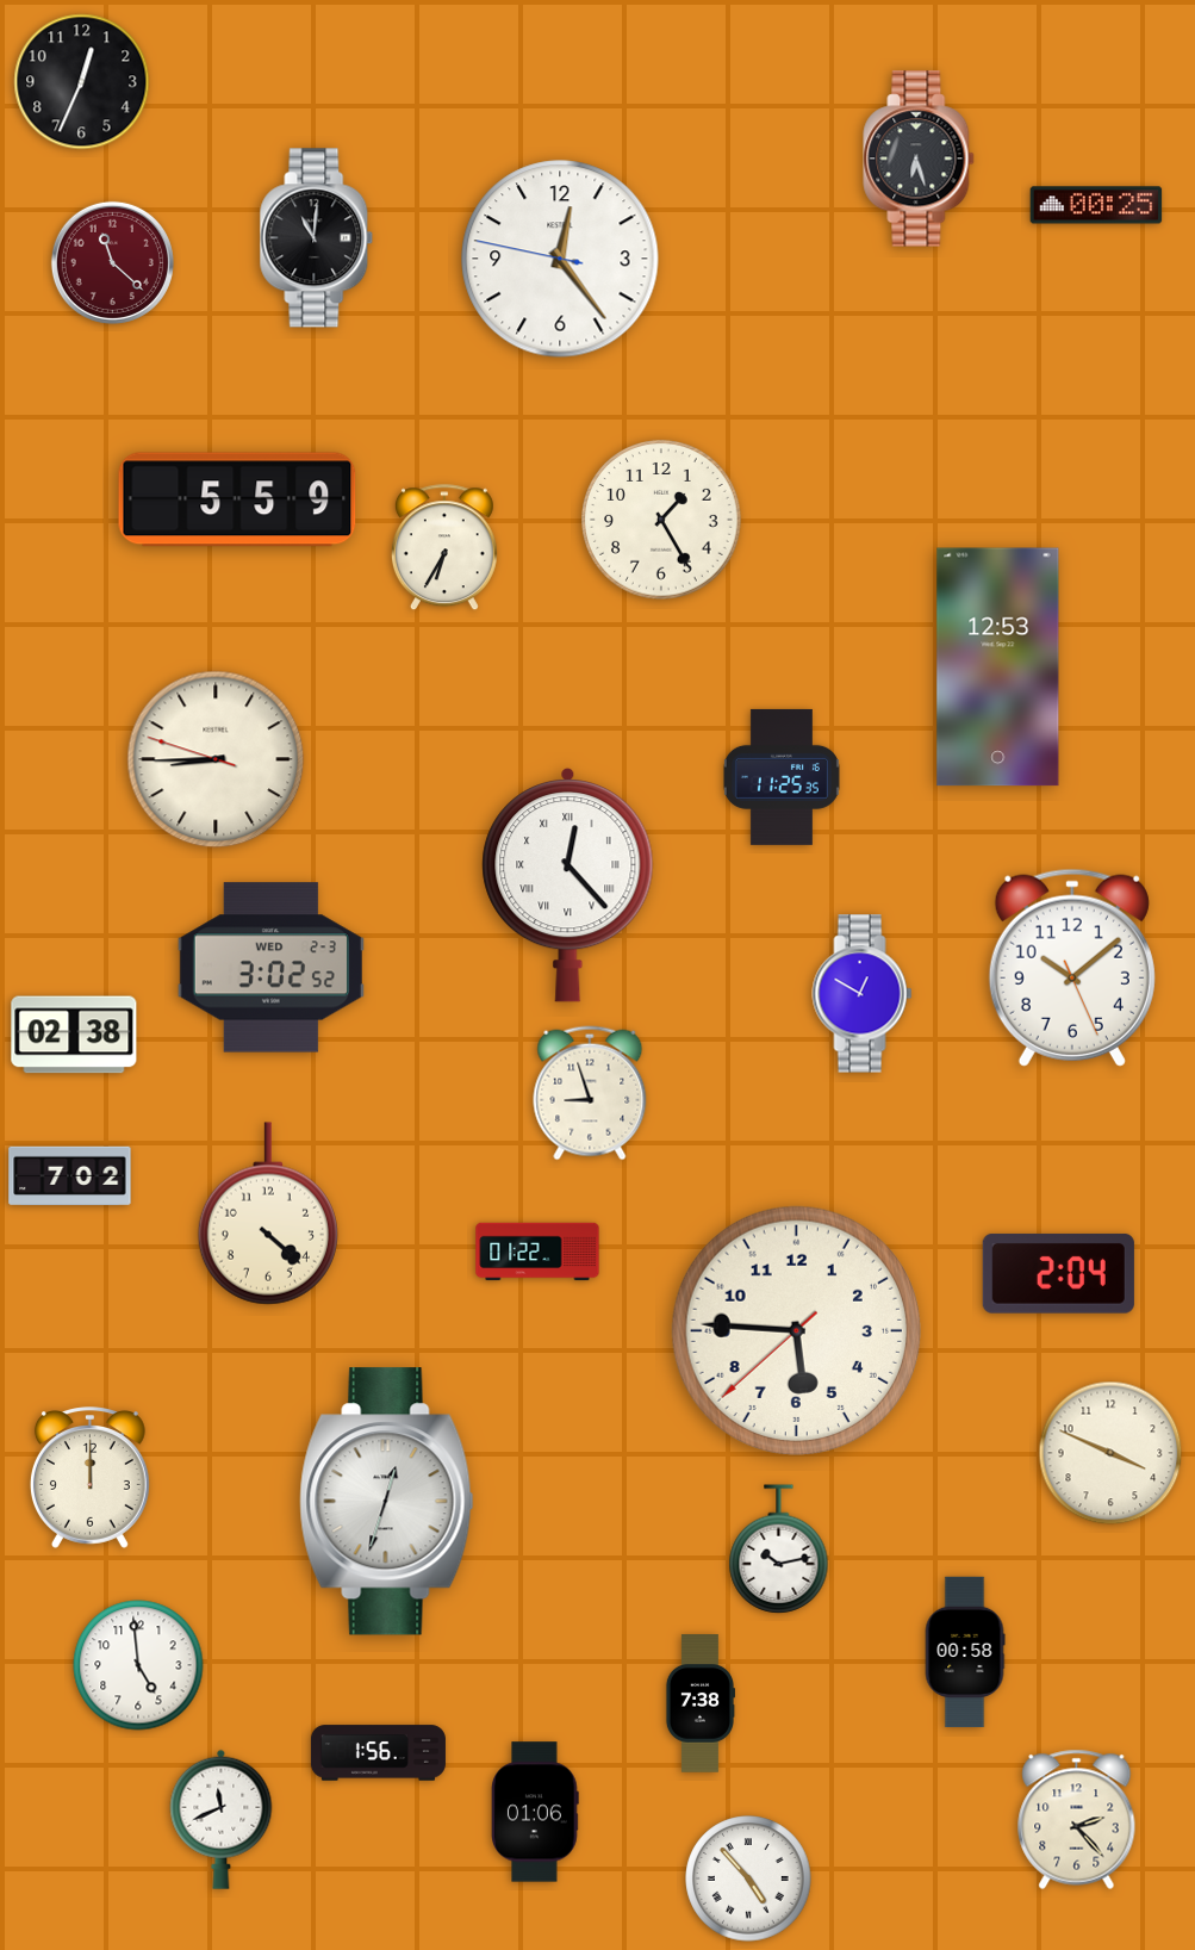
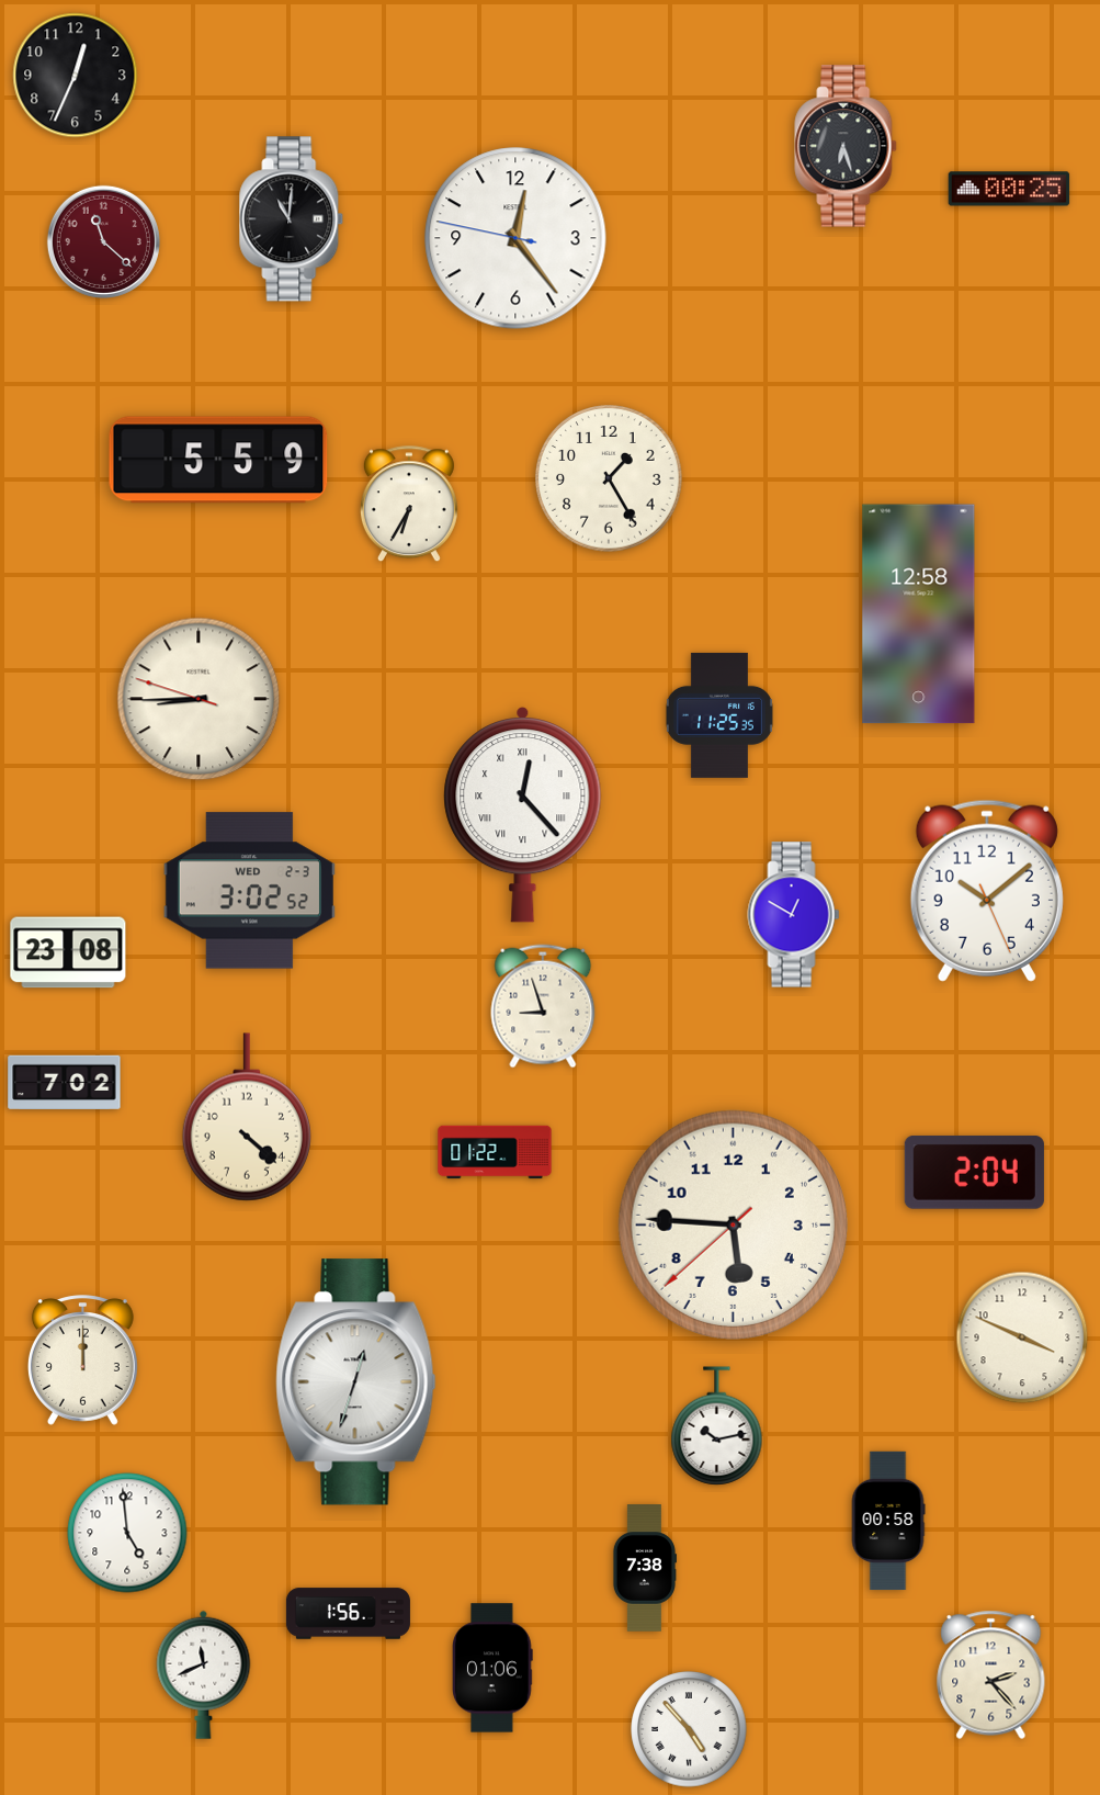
clock at (998, 667): 12:53 -> 12:58
clock at (74, 1035): 02:38 -> 23:08
